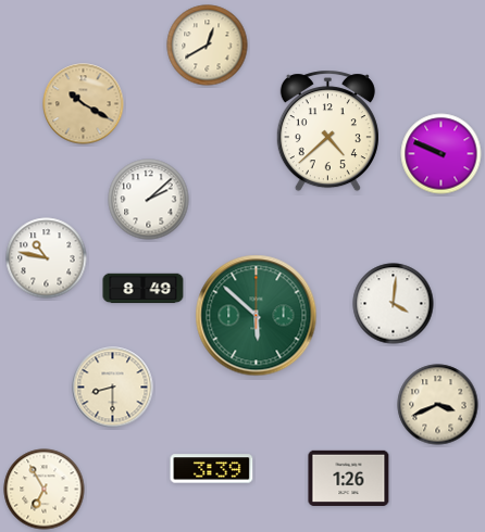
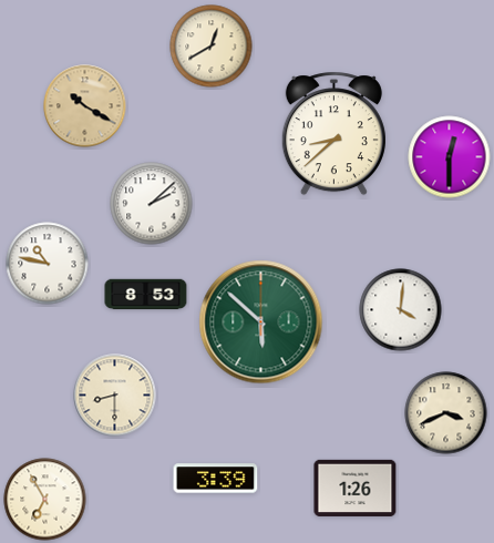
clock at (327, 131): 4:38 -> 8:38
clock at (442, 154): 9:49 -> 12:30
clock at (144, 289): 8:49 -> 8:53
